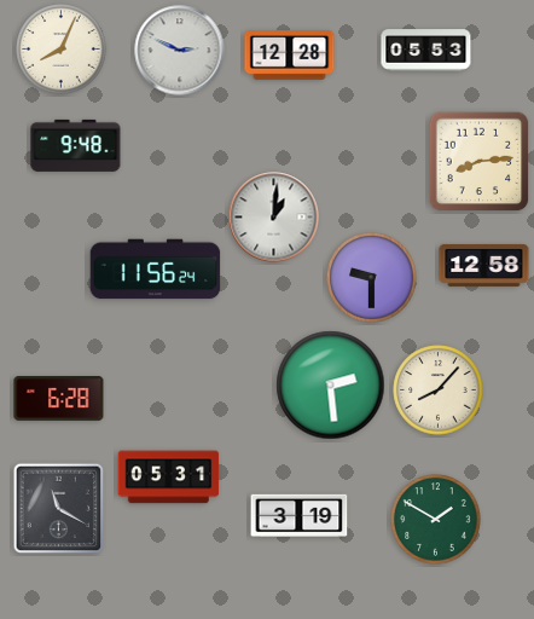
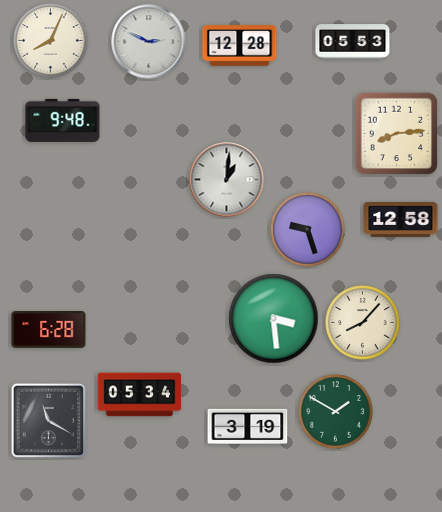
clock at (156, 270): 11:56 -> none
clock at (372, 278): 9:30 -> 9:27
clock at (331, 386): 2:29 -> 3:29
clock at (169, 478): 05:31 -> 05:34
clock at (436, 520) position: (436, 520) -> (336, 412)
